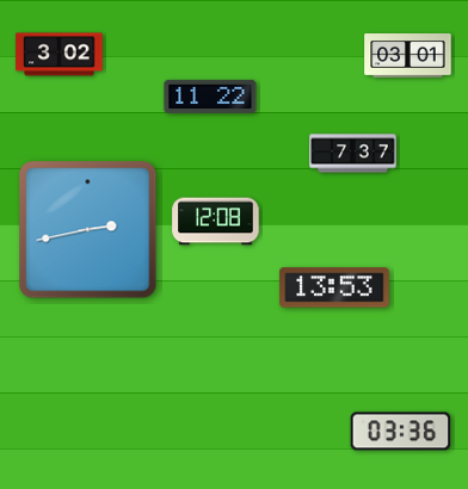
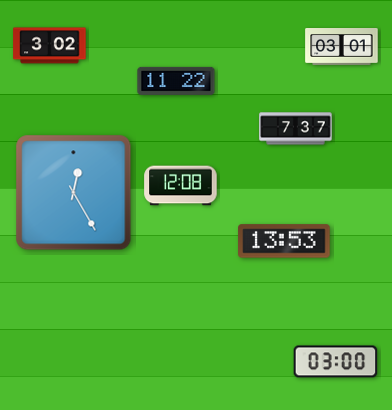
clock at (88, 230): 2:43 -> 12:25
clock at (334, 287) position: (334, 287) -> (284, 241)
clock at (401, 432): 03:36 -> 03:00
